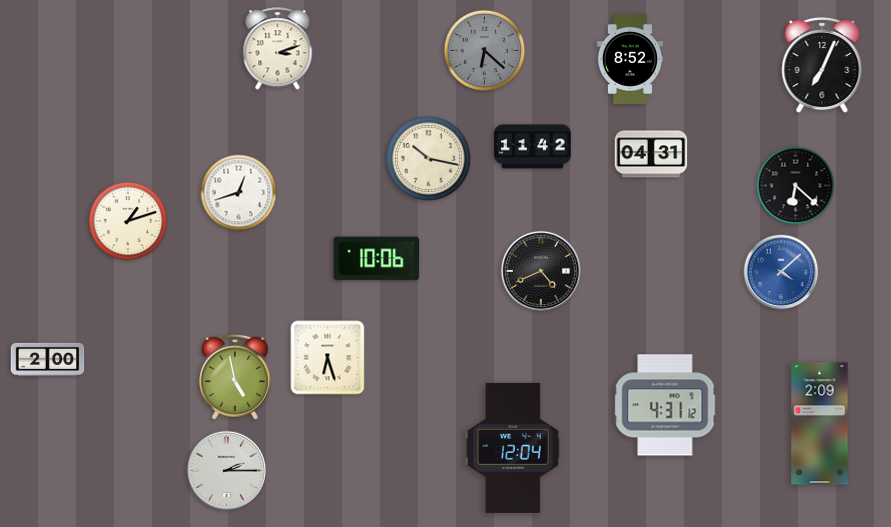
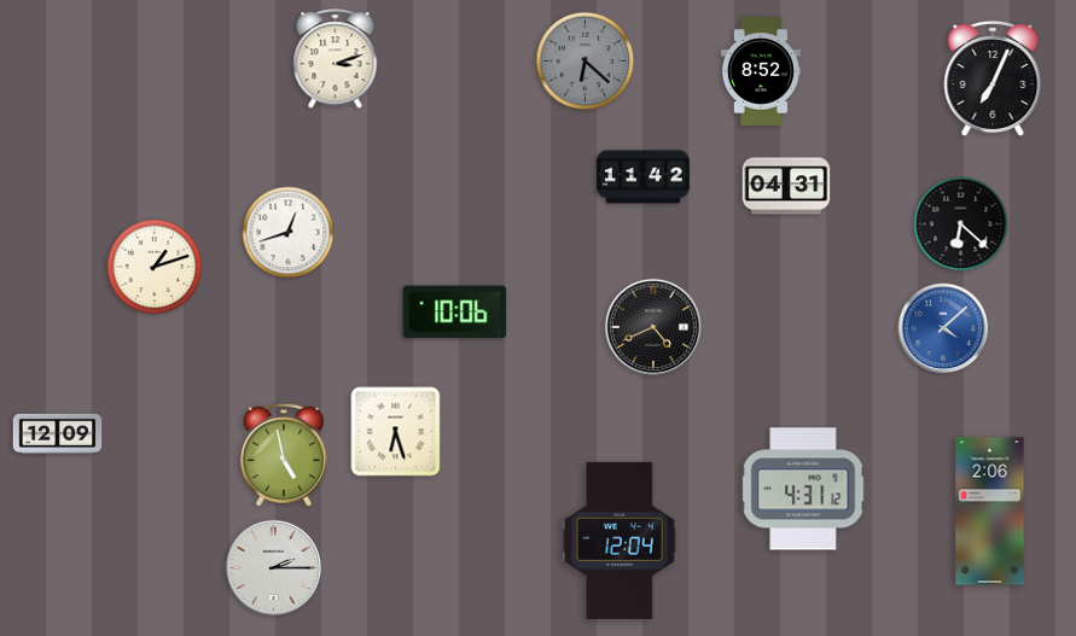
clock at (428, 158): 10:17 -> none
clock at (48, 359): 2:00 -> 12:09
clock at (820, 424): 2:09 -> 2:06
